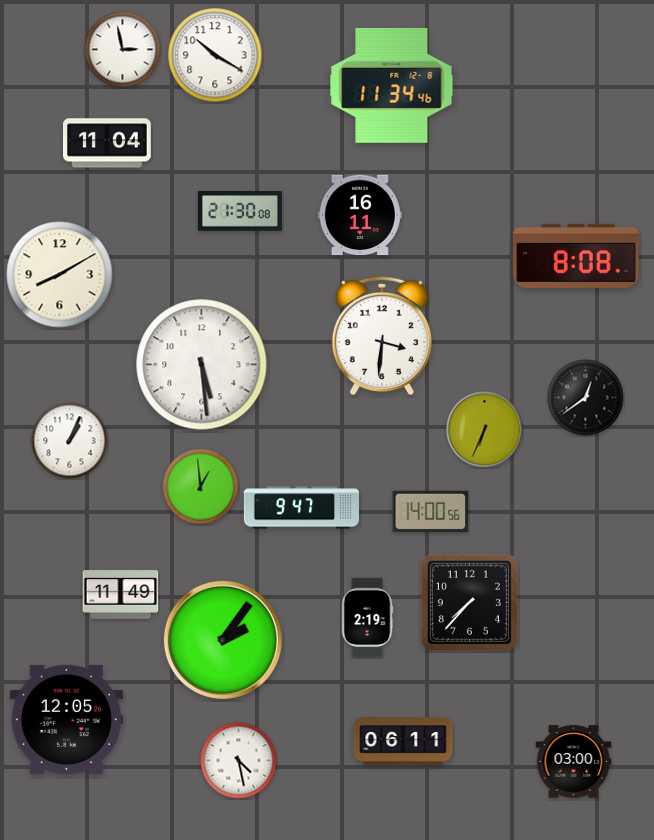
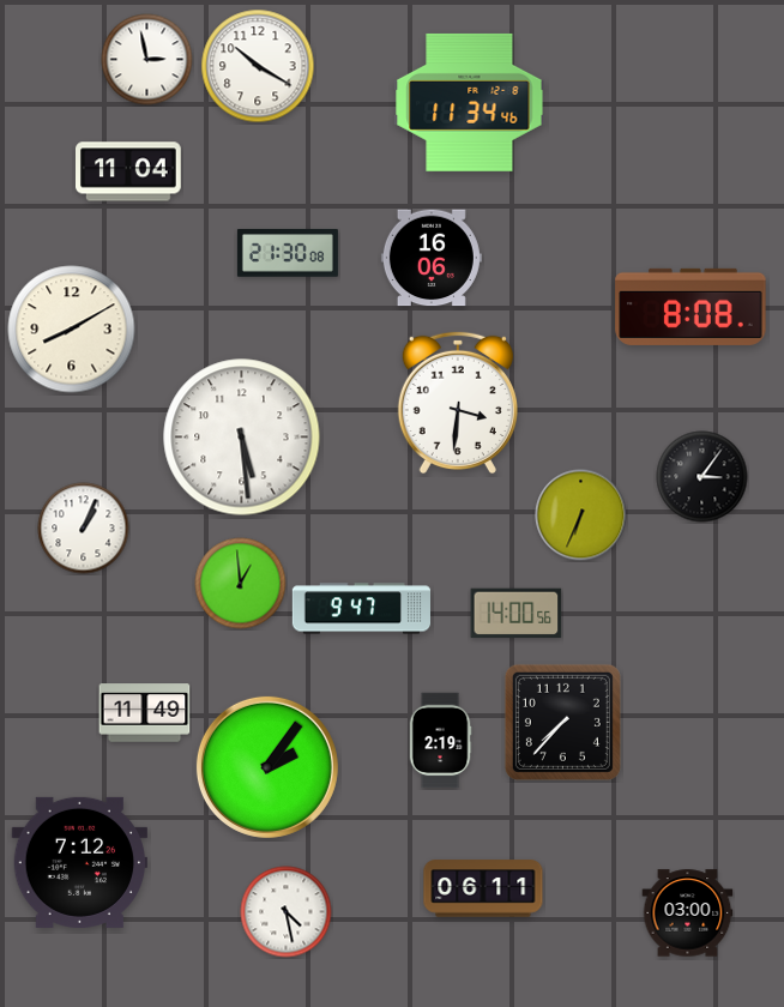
clock at (360, 215): 16:11 -> 16:06
clock at (586, 398): 12:39 -> 3:06
clock at (66, 719): 12:05 -> 7:12
